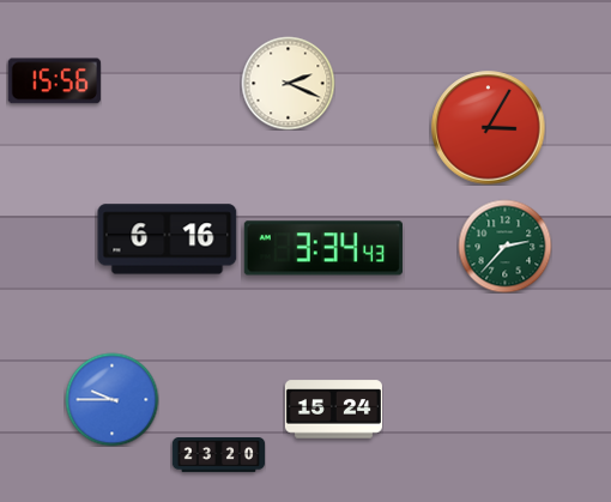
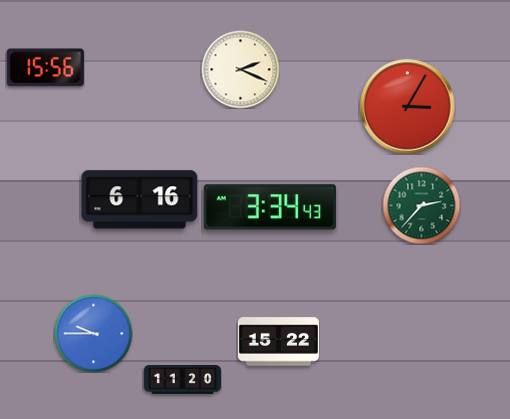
clock at (333, 410): 15:24 -> 15:22
clock at (218, 455): 23:20 -> 11:20
